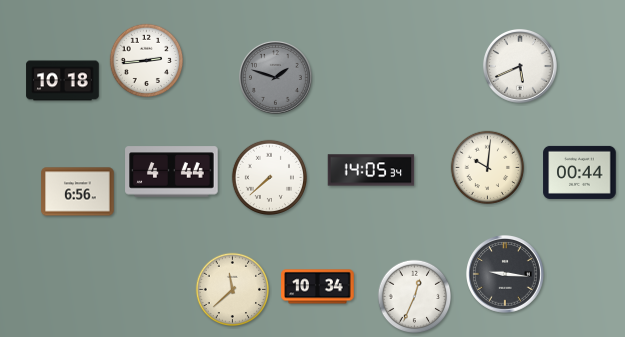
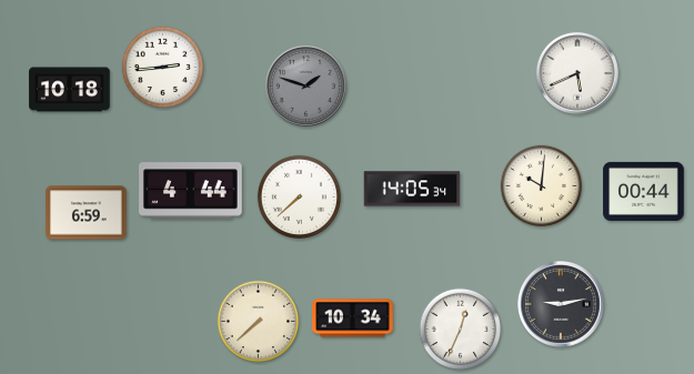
clock at (78, 192): 6:56 -> 6:59
clock at (506, 275): 9:16 -> 9:13
clock at (233, 290): 11:38 -> 7:38
